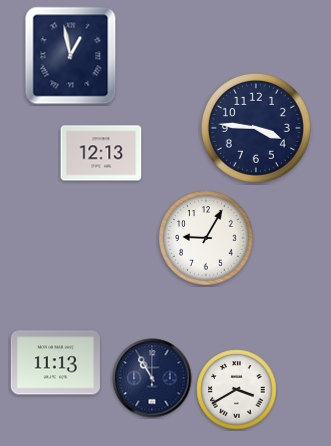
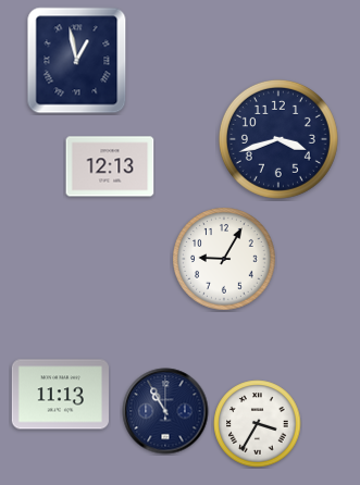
clock at (256, 128): 3:46 -> 3:42
clock at (237, 390): 3:40 -> 3:35
